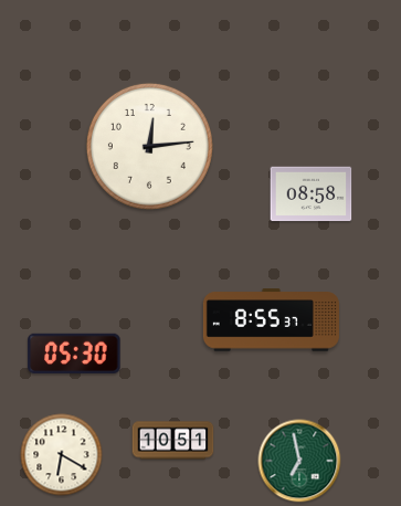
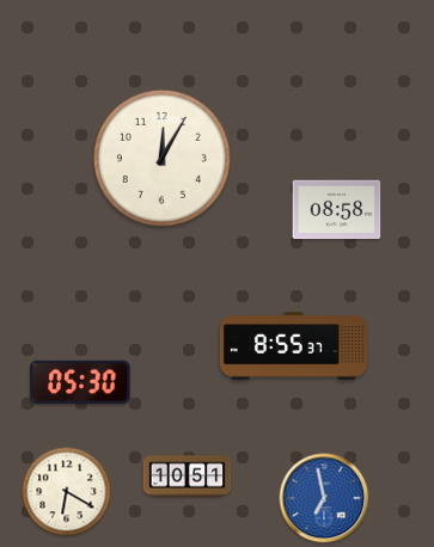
clock at (149, 146): 12:14 -> 12:05
clock at (299, 461) dial: green -> blue
